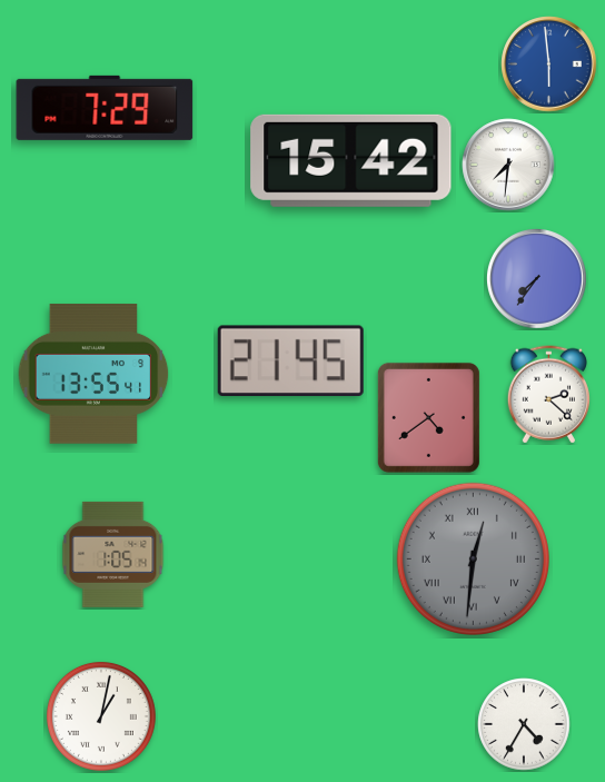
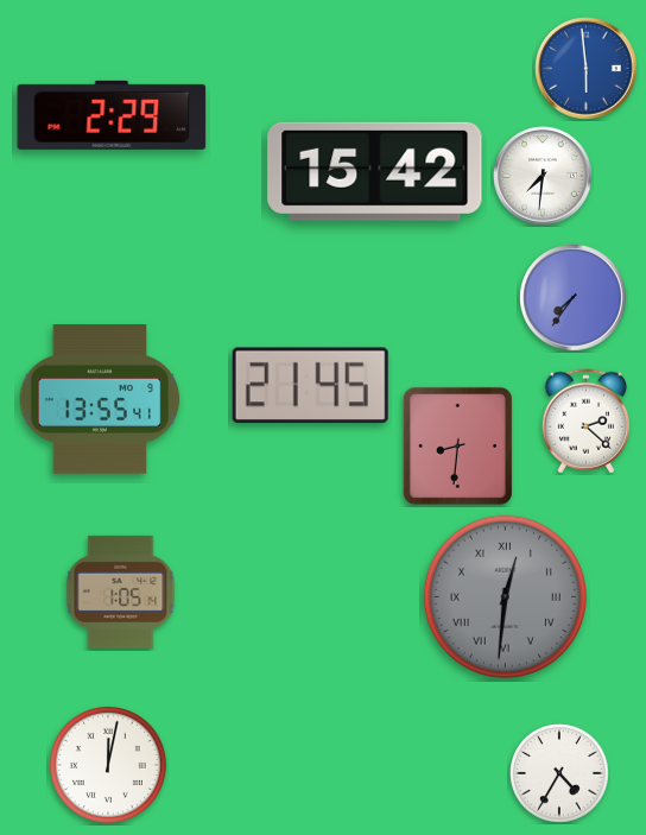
clock at (105, 108): 7:29 -> 2:29
clock at (428, 417): 4:39 -> 8:31
clock at (101, 716): 1:02 -> 12:02
